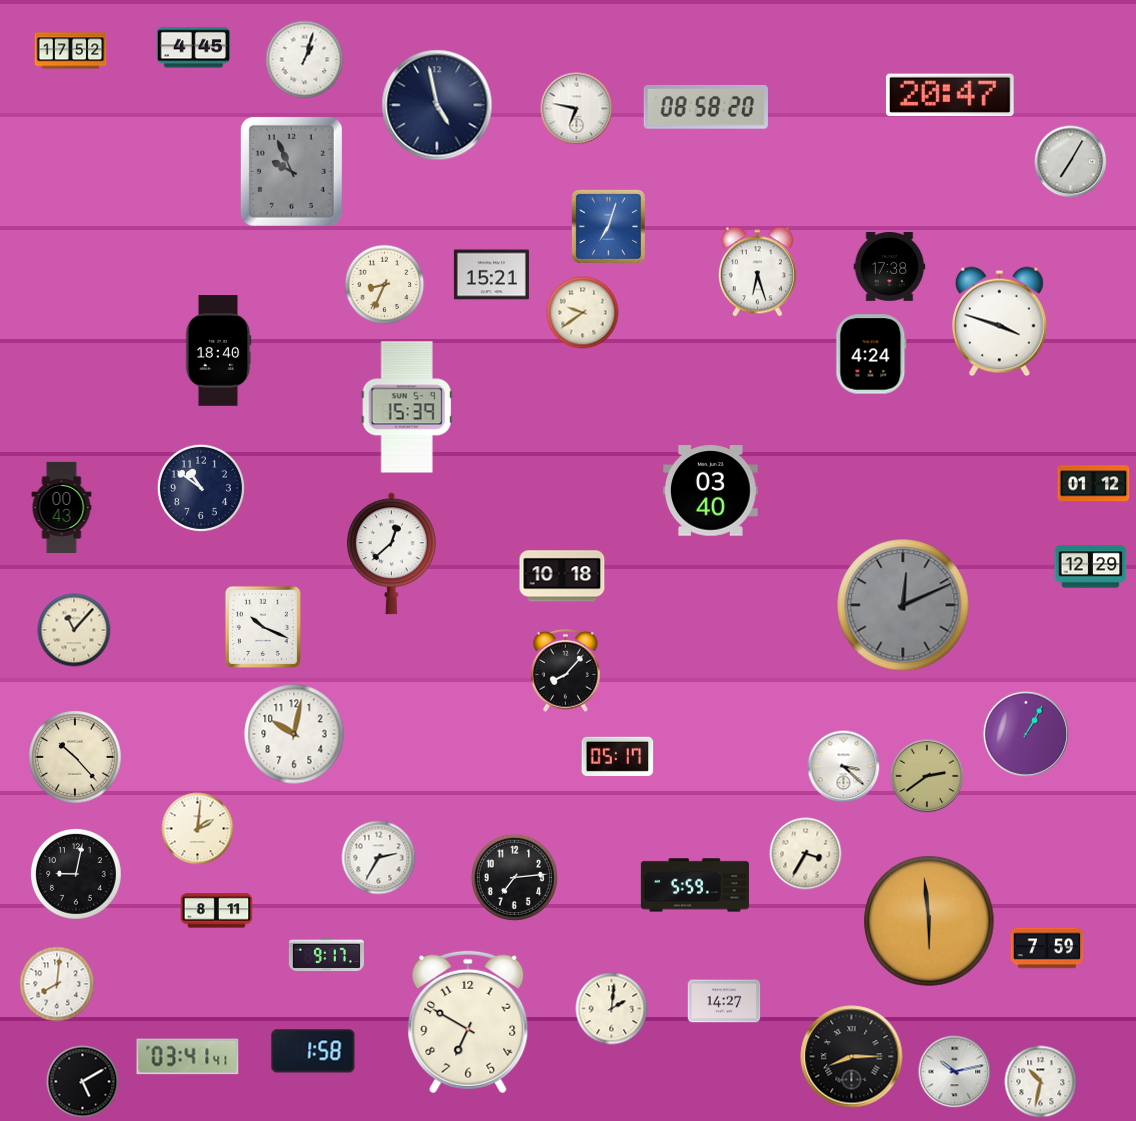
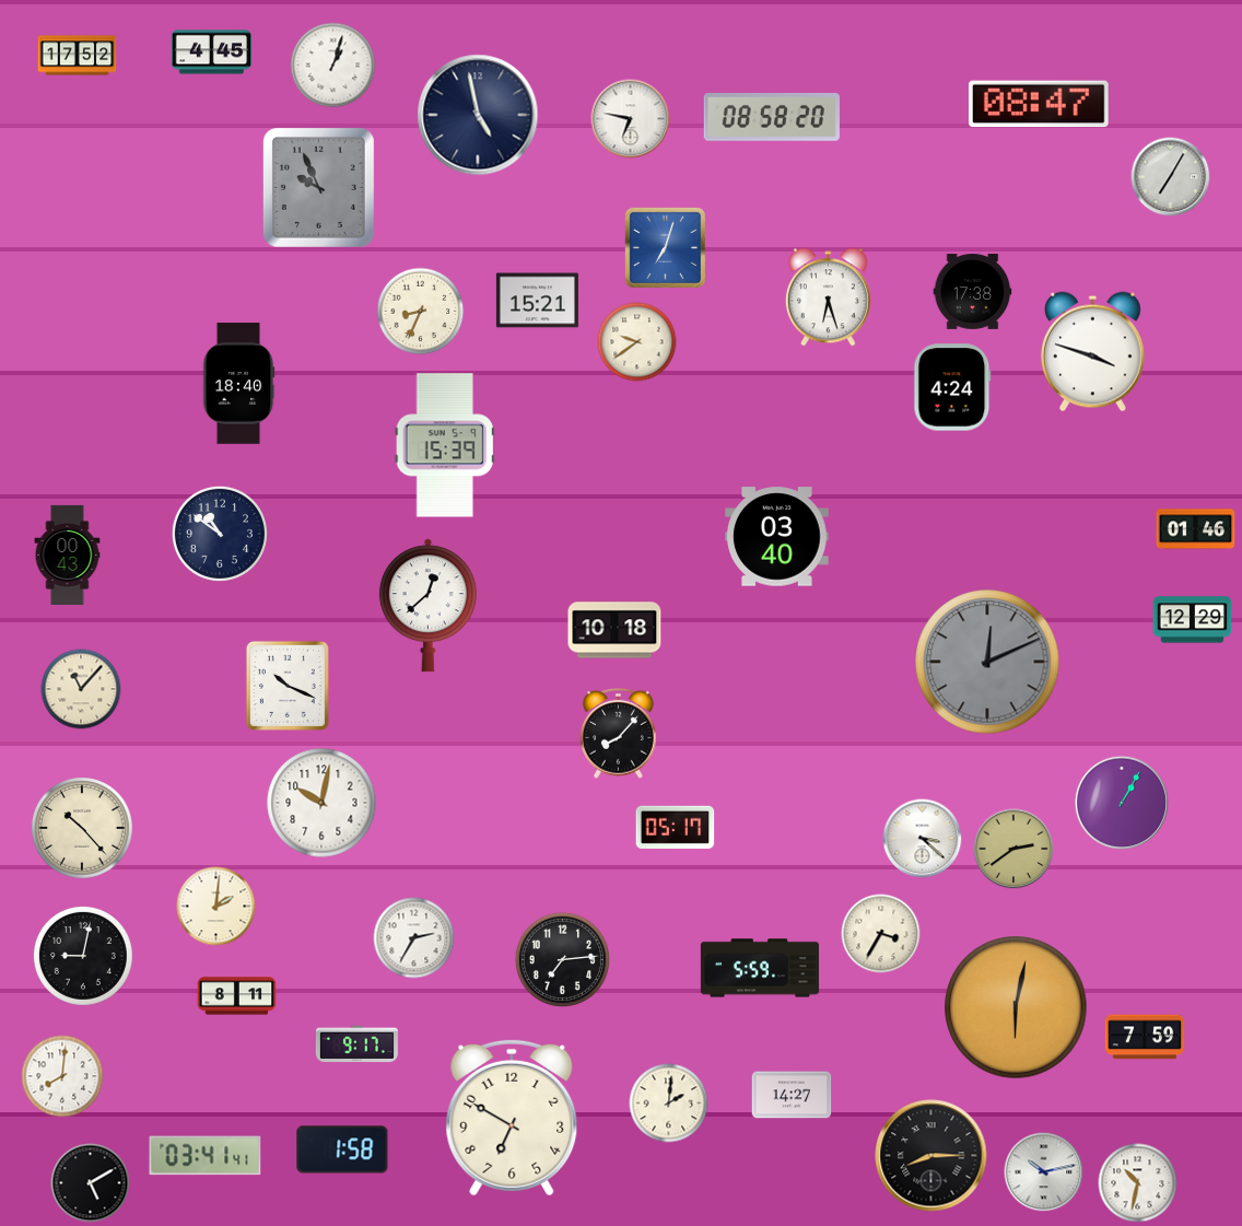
clock at (950, 95): 20:47 -> 08:47
clock at (1094, 484): 01:12 -> 01:46
clock at (929, 921): 5:59 -> 6:02
